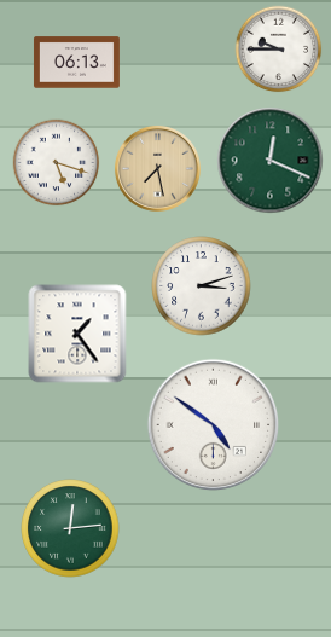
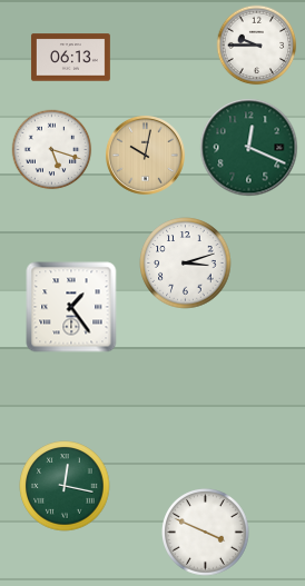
clock at (157, 168): 7:28 -> 10:02
clock at (214, 425): 4:51 -> none
clock at (70, 528): 12:14 -> 12:17
clock at (206, 533): none -> 3:49
